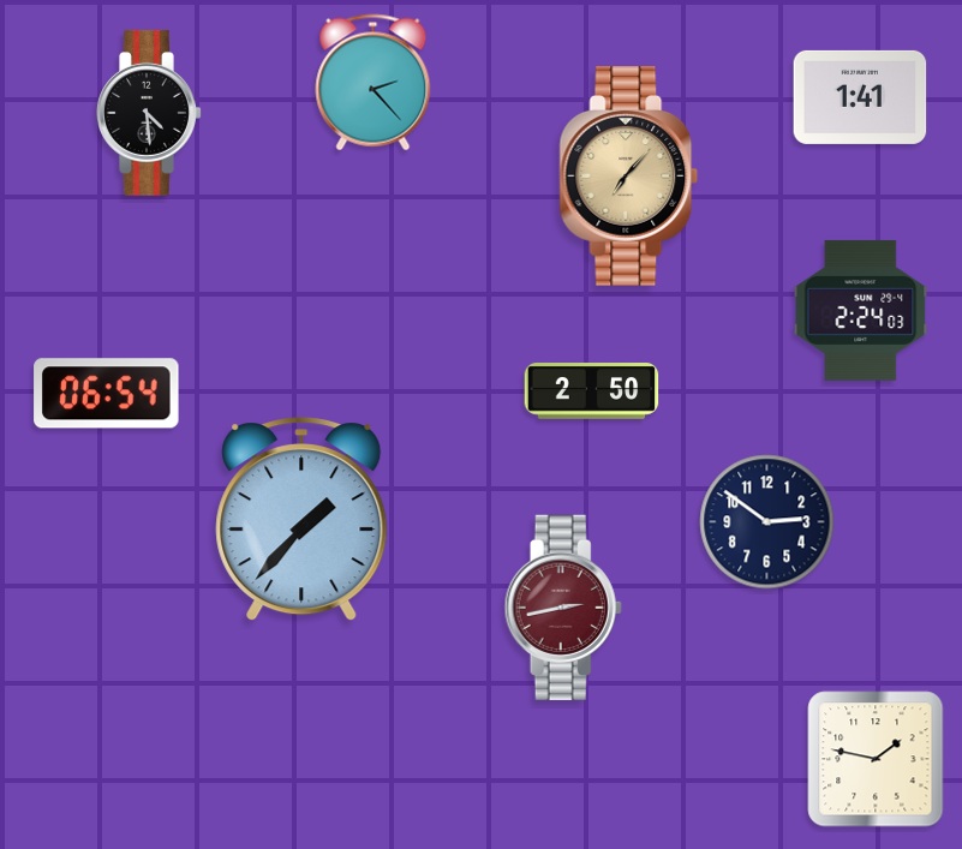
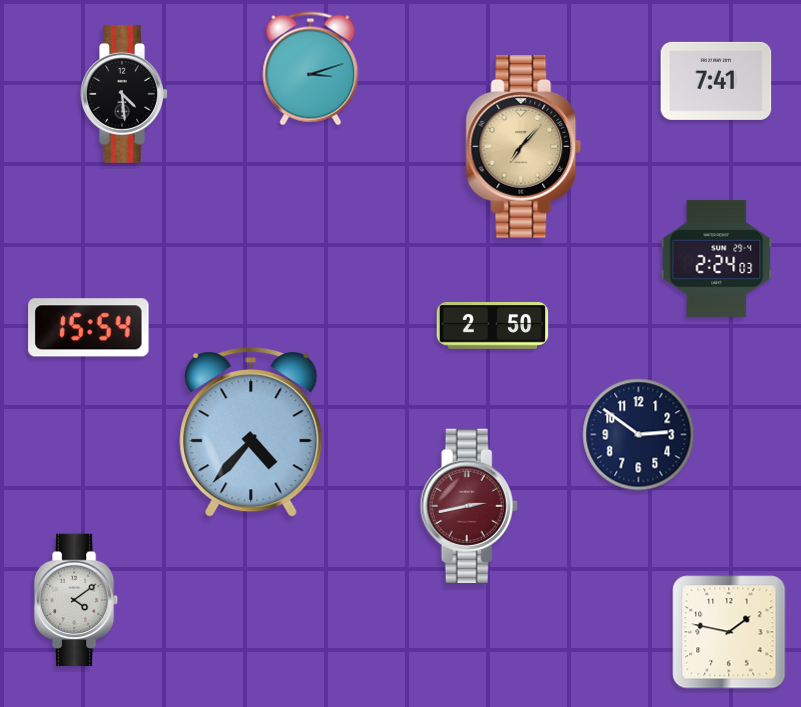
clock at (374, 83): 2:23 -> 3:12
clock at (860, 97): 1:41 -> 7:41
clock at (107, 394): 06:54 -> 15:54
clock at (301, 520): 1:37 -> 4:37
clock at (76, 600): none -> 4:09
